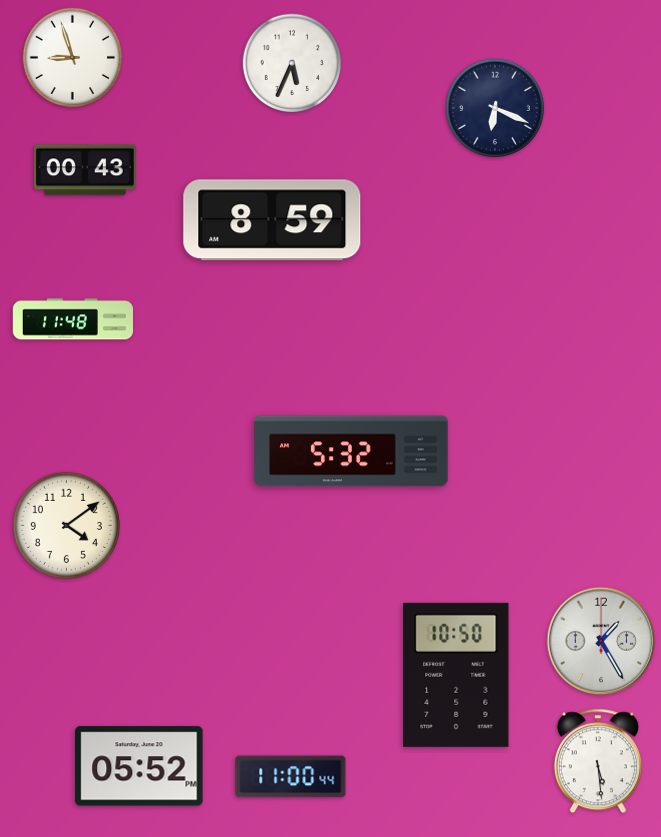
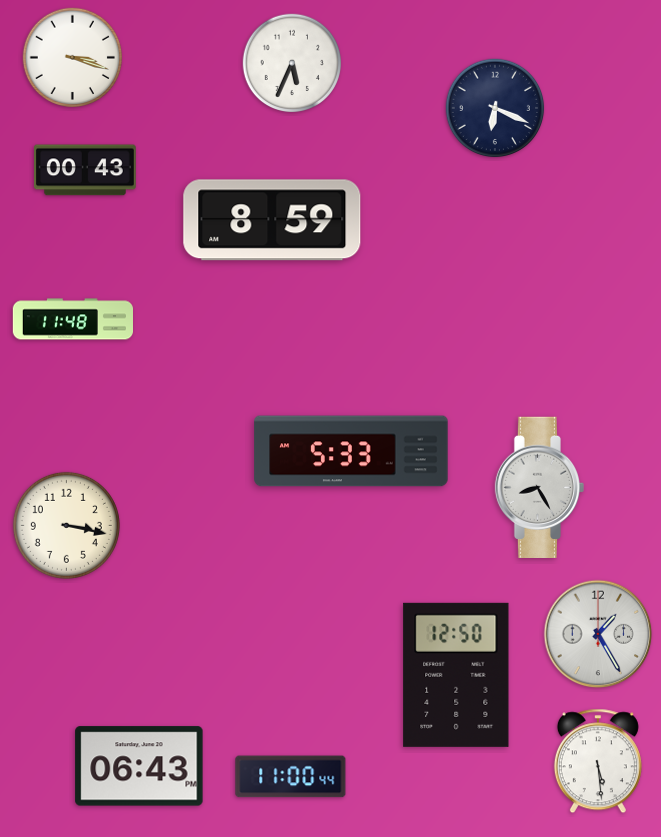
clock at (72, 57): 8:57 -> 3:18
clock at (351, 451): 5:32 -> 5:33
clock at (540, 487): none -> 8:25
clock at (66, 525): 4:09 -> 3:17
clock at (601, 641) position: (601, 641) -> (598, 634)
clock at (456, 675): 10:50 -> 12:50
clock at (139, 766): 05:52 -> 06:43
